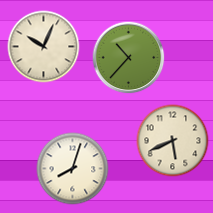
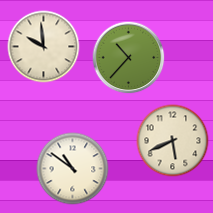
clock at (44, 47): 10:04 -> 9:59
clock at (73, 169): 8:03 -> 10:51
